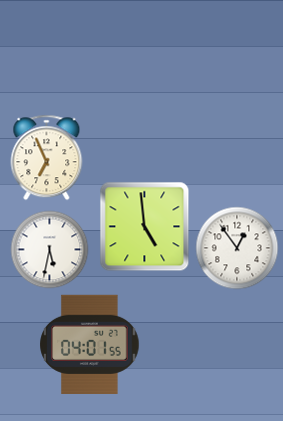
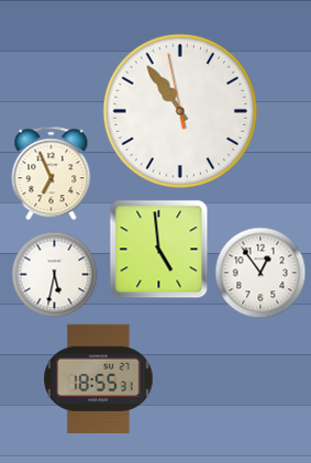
clock at (180, 111): none -> 10:53
clock at (90, 344): 04:01 -> 18:55
